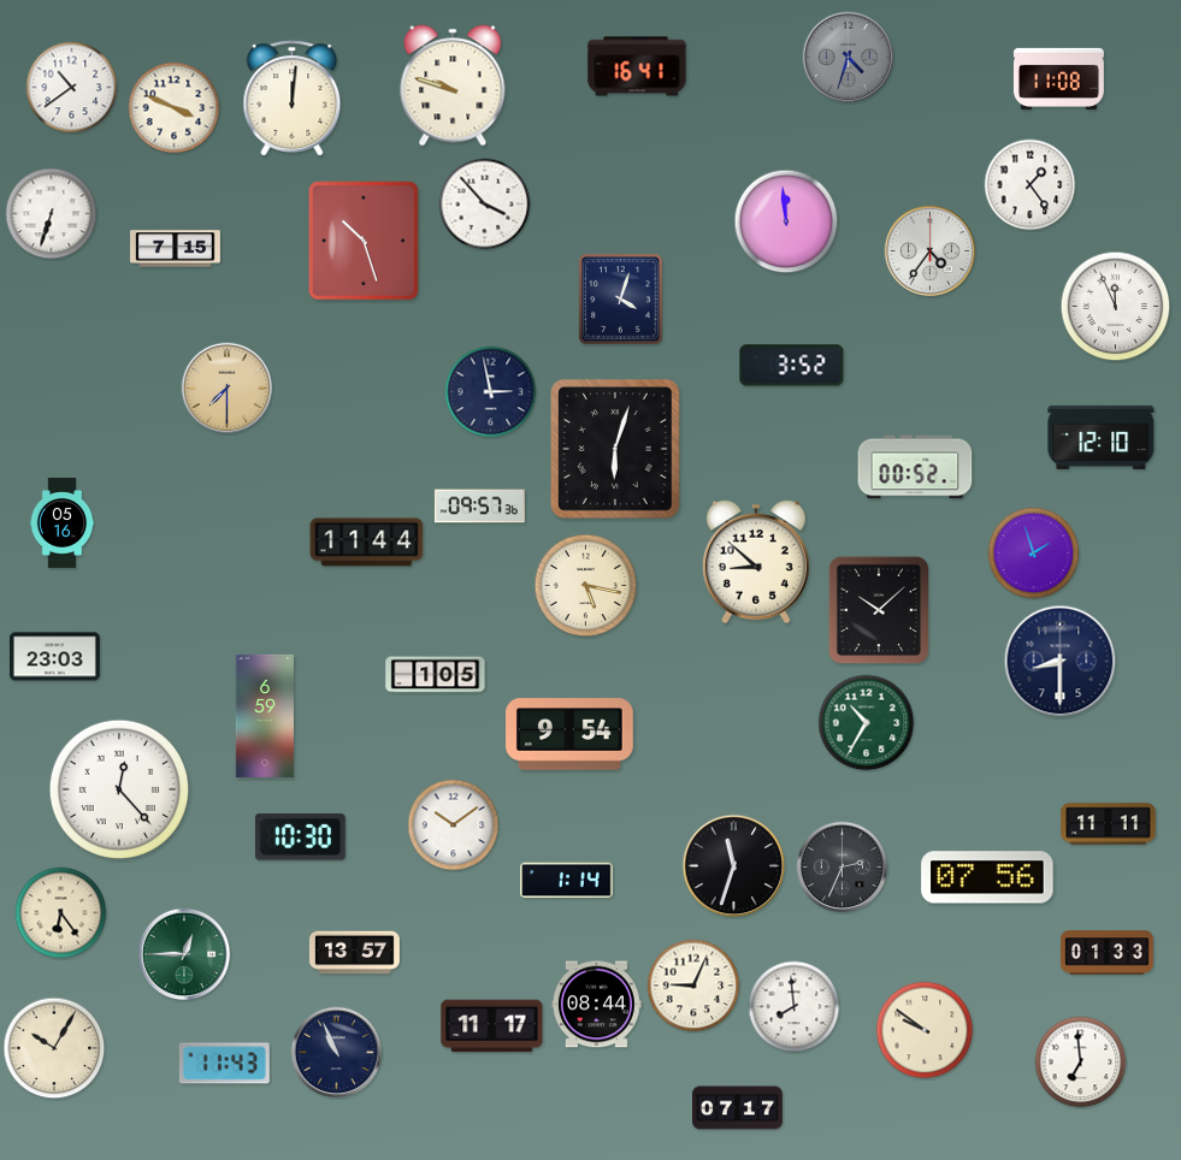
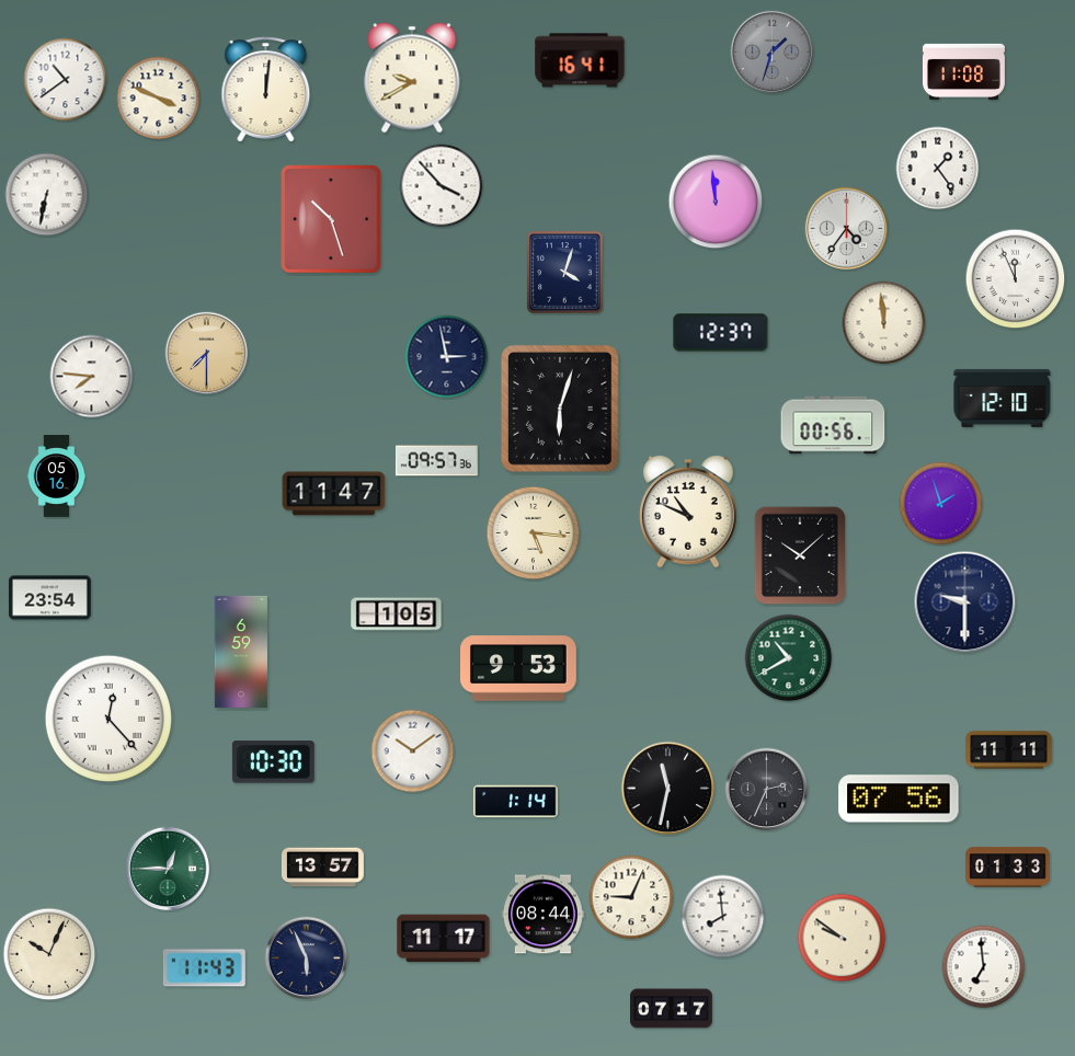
clock at (849, 58): 4:33 -> 1:33
clock at (453, 85): 9:48 -> 9:40
clock at (52, 214): 6:33 -> 6:32
clock at (176, 249): 7:15 -> none
clock at (884, 323): none -> 11:59
clock at (792, 366): 3:52 -> 12:37
clock at (92, 377): none -> 7:46
clock at (915, 467): 00:52 -> 00:56
clock at (367, 543): 11:44 -> 11:47
clock at (757, 562): 8:52 -> 10:49
clock at (586, 586): 5:17 -> 5:16
clock at (54, 657): 23:03 -> 23:54
clock at (1061, 662): 8:30 -> 9:30
clock at (867, 723): 10:35 -> 10:40
clock at (571, 734): 9:54 -> 9:53
clock at (734, 866): 11:33 -> 11:32
clock at (61, 913): 6:24 -> none
clock at (492, 1026) position: (492, 1026) -> (444, 939)
clock at (54, 1048): 10:05 -> 10:04
clock at (337, 1053): 10:56 -> 5:56
